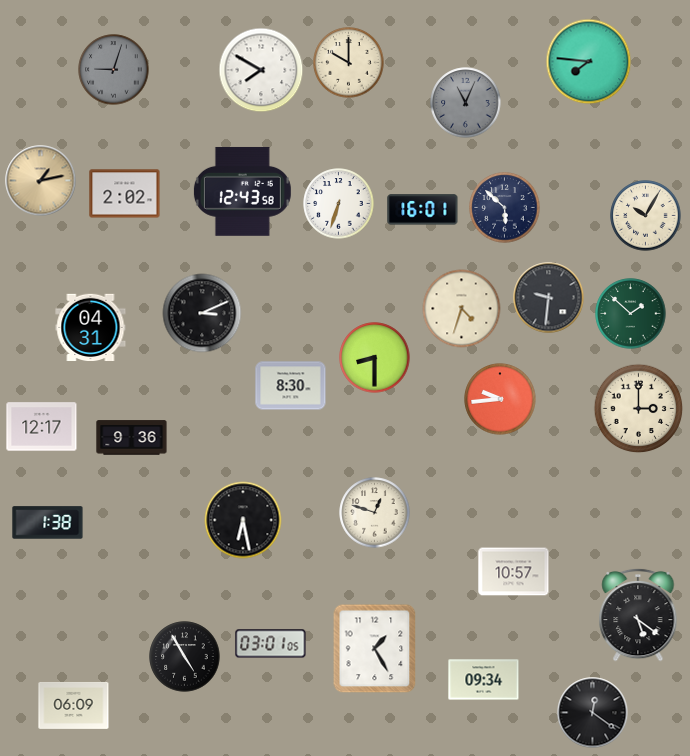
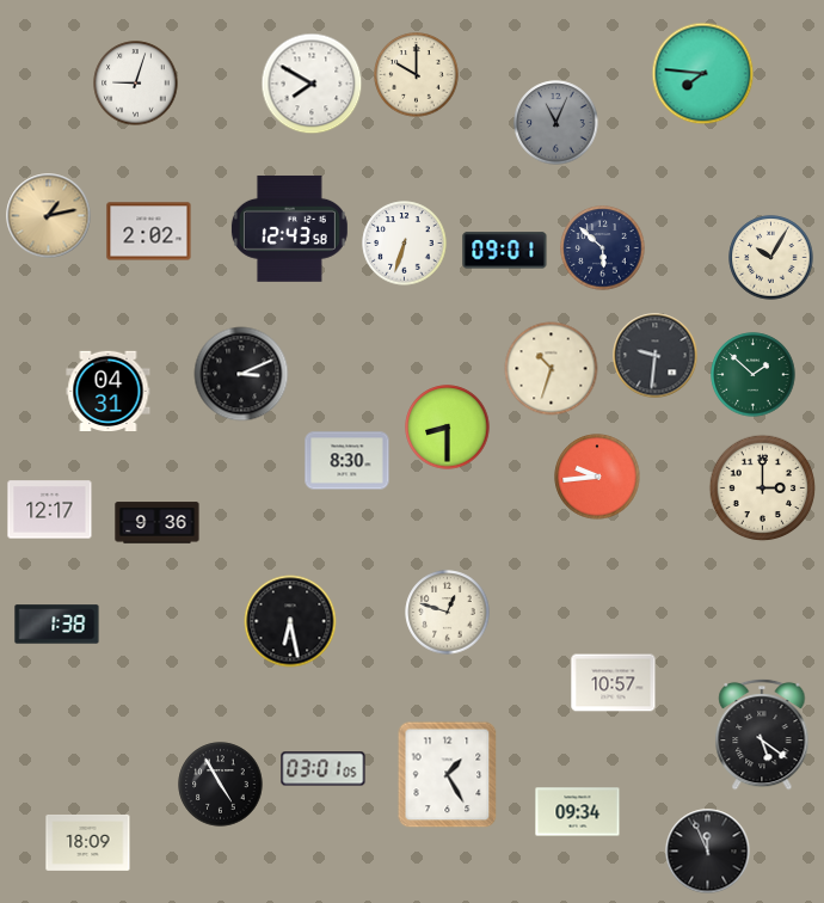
clock at (114, 70) dial: grey -> white
clock at (423, 210): 16:01 -> 09:01
clock at (462, 309): 4:33 -> 10:33
clock at (74, 705): 06:09 -> 18:09
clock at (593, 713): 12:21 -> 11:56
